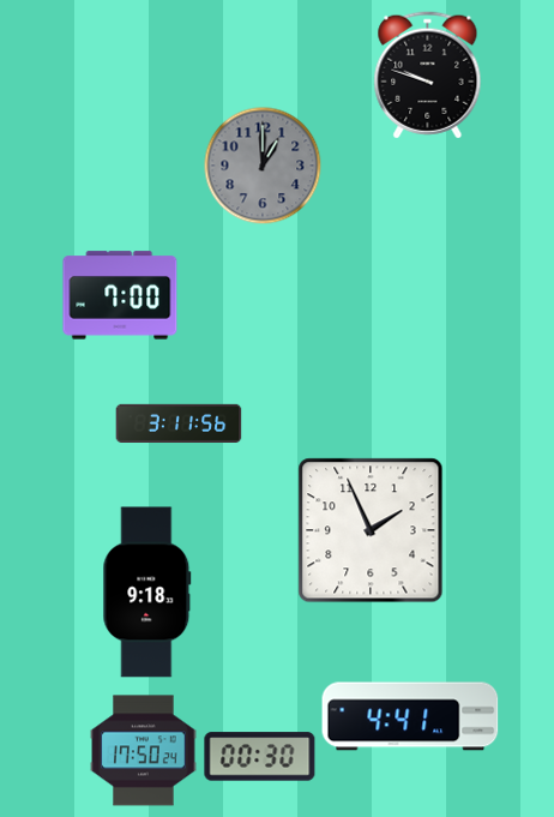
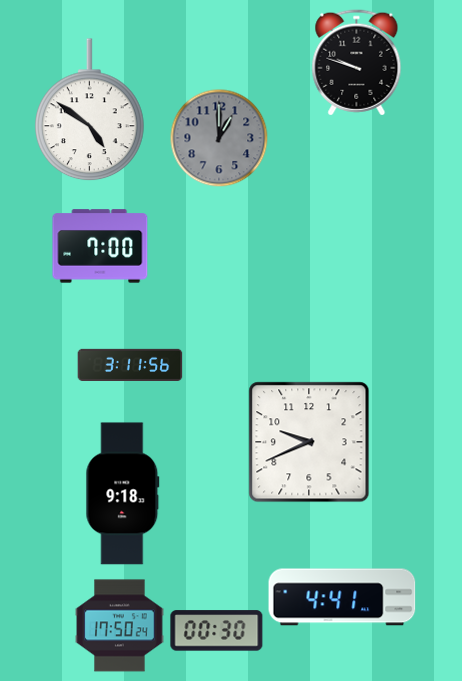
clock at (90, 110): none -> 4:51
clock at (179, 422) position: (179, 422) -> (130, 364)
clock at (371, 530): 1:56 -> 9:41
